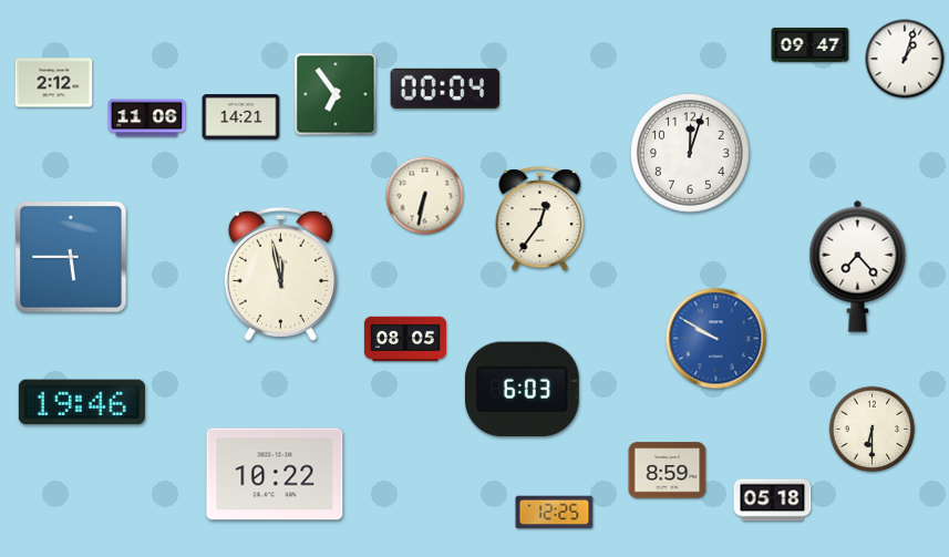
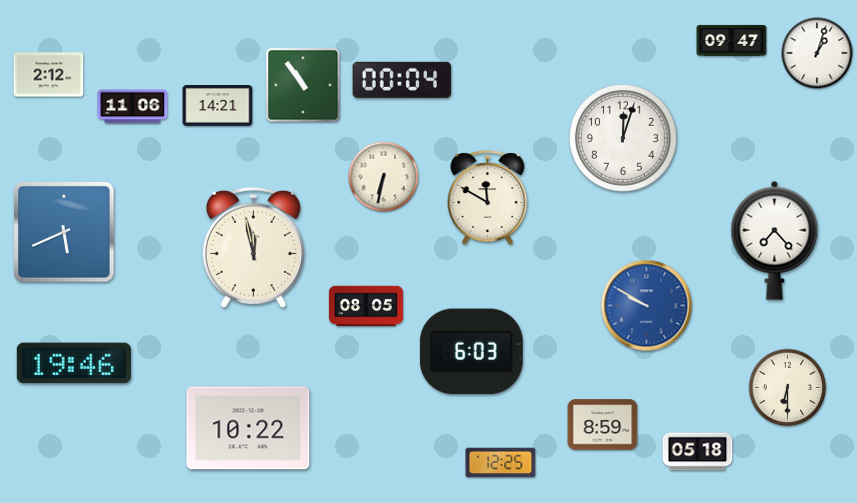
clock at (336, 94): 6:54 -> 10:54
clock at (540, 219): 12:36 -> 11:50
clock at (71, 257): 5:45 -> 5:41
